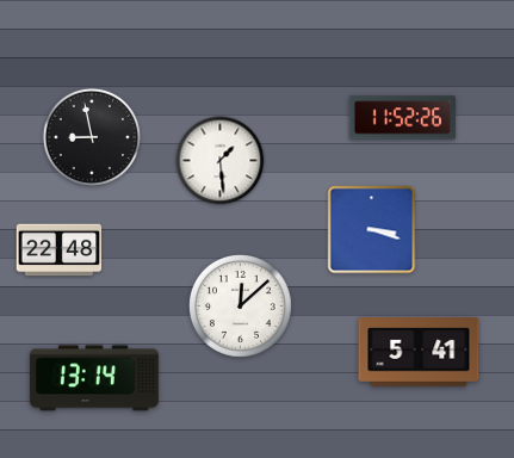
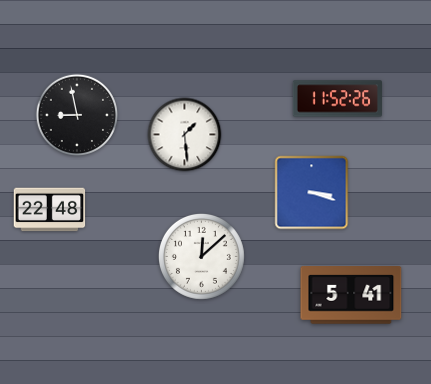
clock at (94, 378): 13:14 -> none
